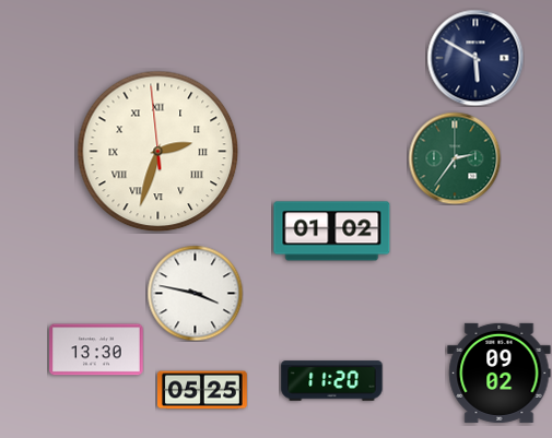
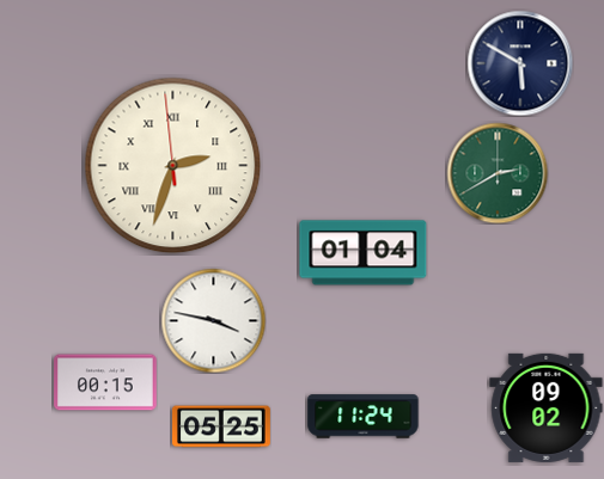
clock at (455, 158): 2:36 -> 2:40
clock at (332, 232): 01:02 -> 01:04
clock at (96, 350): 13:30 -> 00:15
clock at (332, 381): 11:20 -> 11:24
